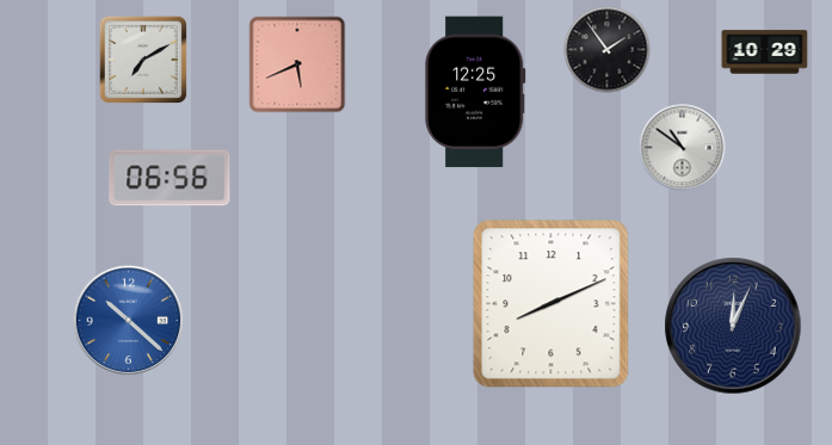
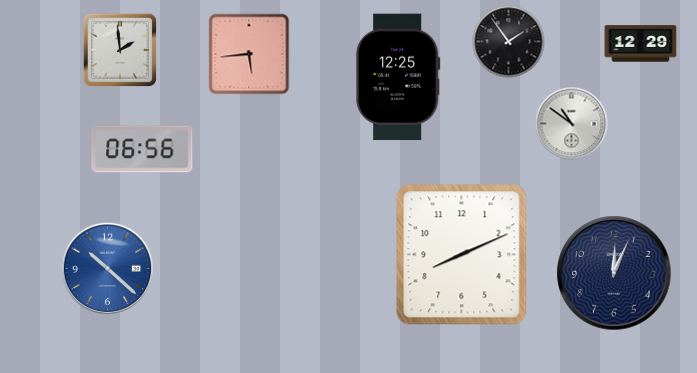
clock at (765, 52): 10:29 -> 12:29
clock at (143, 60): 7:10 -> 1:59
clock at (297, 64): 5:41 -> 5:44
